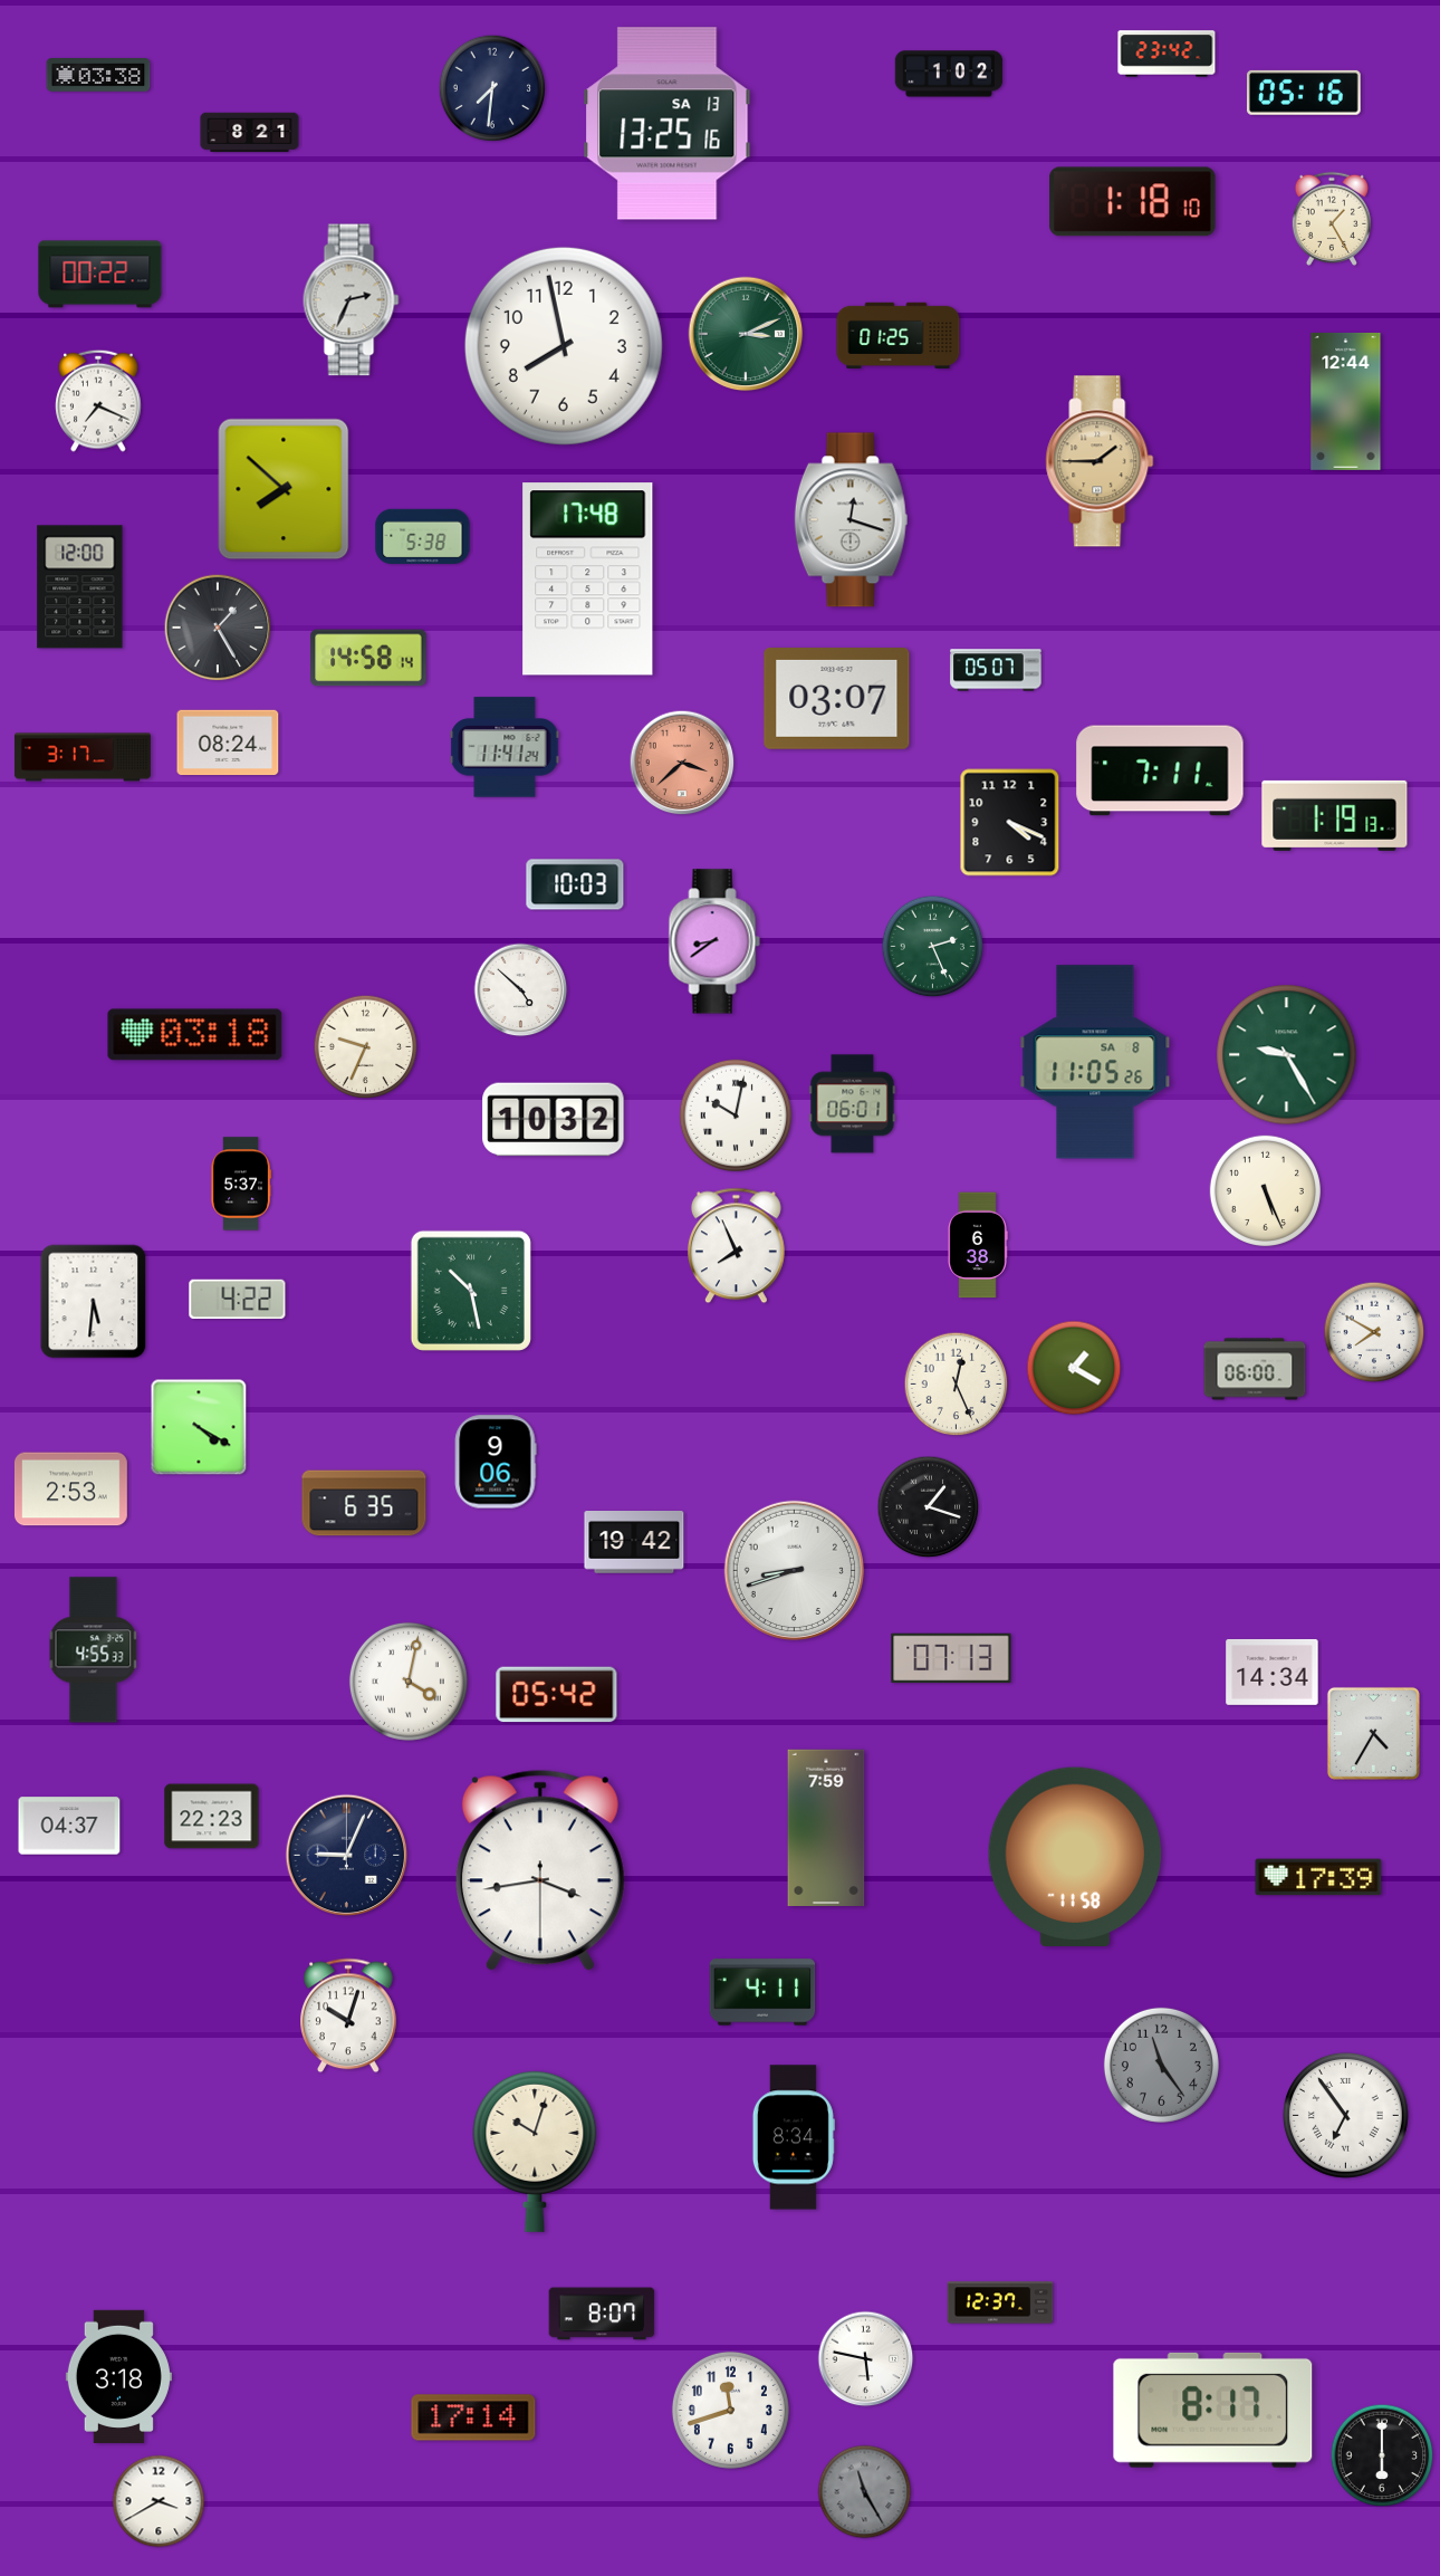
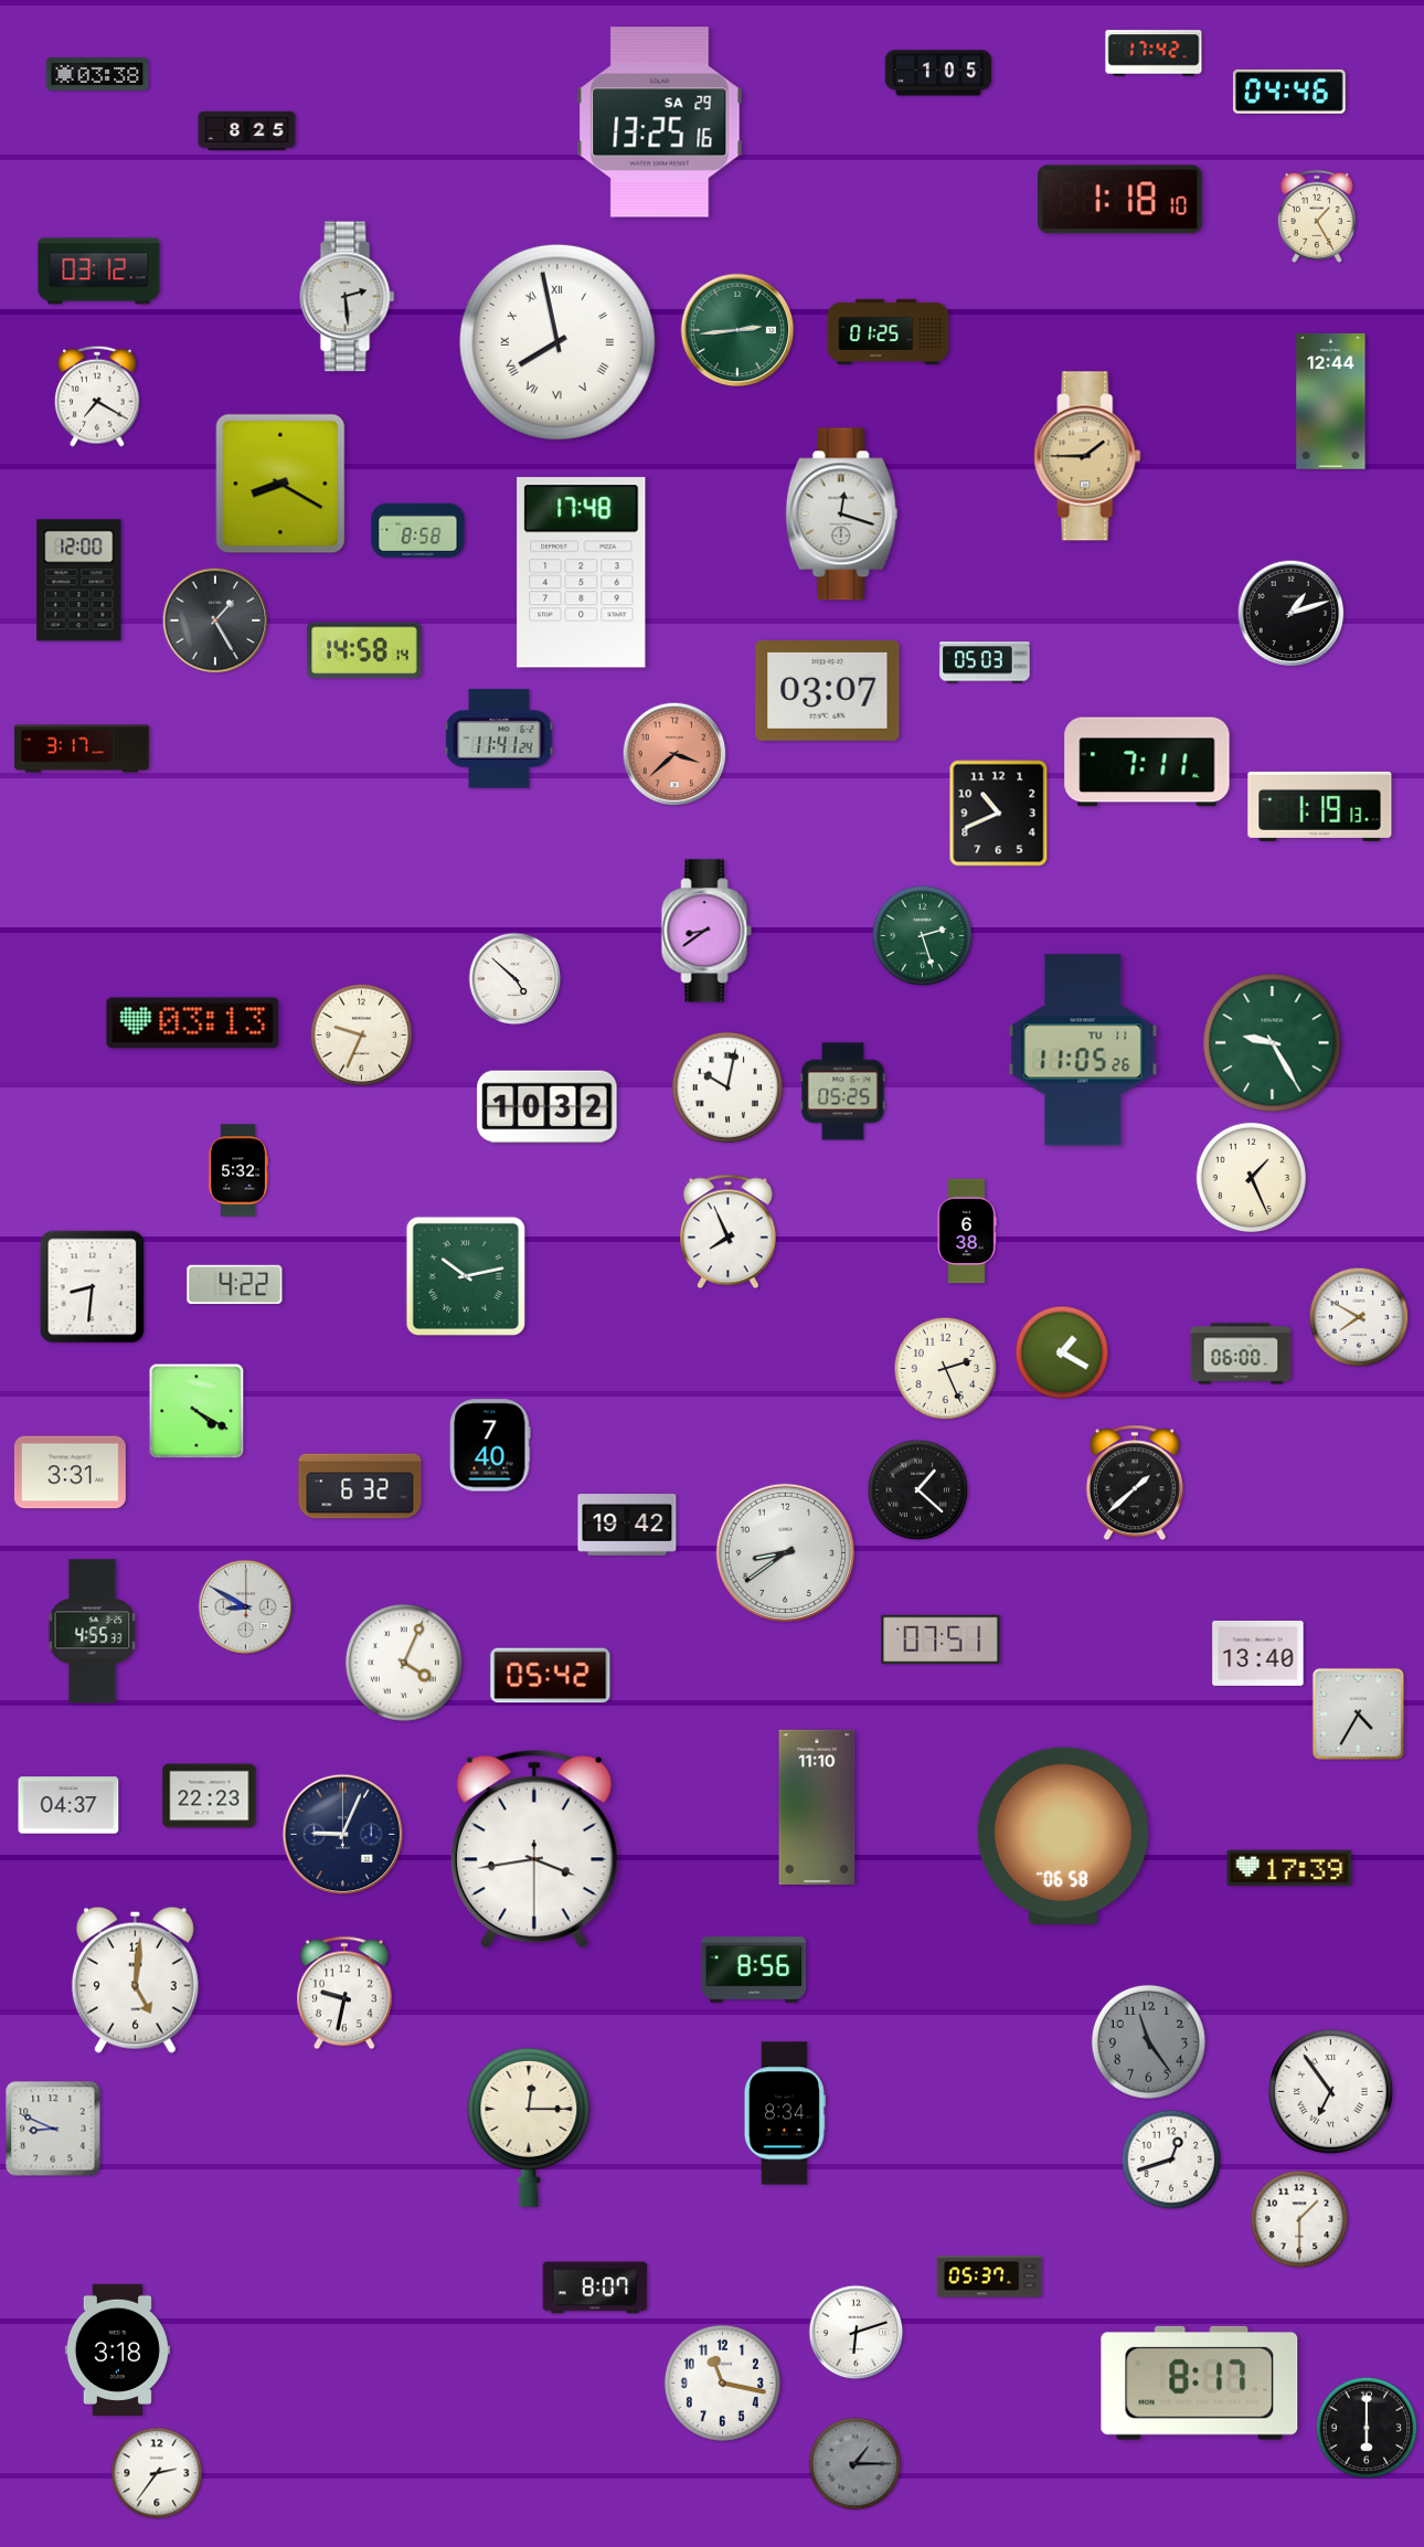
clock at (1167, 54): 23:42 -> 17:42
clock at (949, 74): 1:02 -> 1:05
clock at (492, 88): 7:31 -> none
clock at (1304, 93): 05:16 -> 04:46
clock at (668, 124) date: SA 13 -> SA 29
clock at (250, 133): 8:21 -> 8:25
clock at (100, 275): 00:22 -> 03:12
clock at (352, 300): 2:34 -> 2:29
clock at (746, 334): 3:11 -> 2:44
clock at (564, 346) numerals: Arabic -> Roman
clock at (98, 401): 7:19 -> 7:20
clock at (1346, 401) position: (1346, 401) -> (1331, 401)
clock at (284, 489): 7:52 -> 8:20
clock at (423, 536): 5:38 -> 8:58
clock at (1292, 614): none -> 1:12
clock at (996, 670): 05:07 -> 05:03
clock at (228, 743): 08:24 -> none
clock at (1010, 823): 4:19 -> 10:41
clock at (575, 884): 10:03 -> none
clock at (933, 947): 2:26 -> 2:27
clock at (195, 1035): 03:18 -> 03:13
clock at (1095, 1062) date: SA 8 -> TU 11
clock at (853, 1104): 06:01 -> 05:25
clock at (736, 1115) position: (736, 1115) -> (727, 1087)
clock at (241, 1184): 5:37 -> 5:32
clock at (1265, 1190): 5:26 -> 1:26
clock at (471, 1291): 10:28 -> 10:13
clock at (94, 1302): 5:31 -> 8:31
clock at (957, 1385): 12:26 -> 2:26
clock at (496, 1462): 9:06 -> 7:40
clock at (70, 1490): 2:53 -> 3:31
clock at (1135, 1483): none -> 1:38
clock at (364, 1503): 6:35 -> 6:32
clock at (929, 1507): 1:18 -> 1:22
clock at (794, 1570): 8:42 -> 8:39
clock at (246, 1607): none -> 8:50
clock at (951, 1658): 07:13 -> 07:51
clock at (1273, 1672): 14:34 -> 13:40
clock at (409, 1682): 4:02 -> 4:04
clock at (826, 1827): 7:59 -> 11:10
clock at (1075, 1856): 11:58 -> 06:58
clock at (1318, 1877) position: (1318, 1877) -> (1289, 1868)
clock at (762, 1992): 4:11 -> 8:56
clock at (135, 1980): none -> 5:01
clock at (349, 2015): 10:03 -> 9:32
clock at (535, 2151): 10:03 -> 12:15
clock at (53, 2129): none -> 8:49
clock at (1171, 2159): none -> 12:42
clock at (1299, 2219): none -> 1:30
clock at (1000, 2302): 12:37 -> 05:37
clock at (866, 2359): 5:47 -> 6:12
clock at (730, 2410): 11:42 -> 11:17
clock at (473, 2417): 17:14 -> none
clock at (865, 2492): 11:25 -> 1:15
clock at (159, 2501): 3:40 -> 2:36
